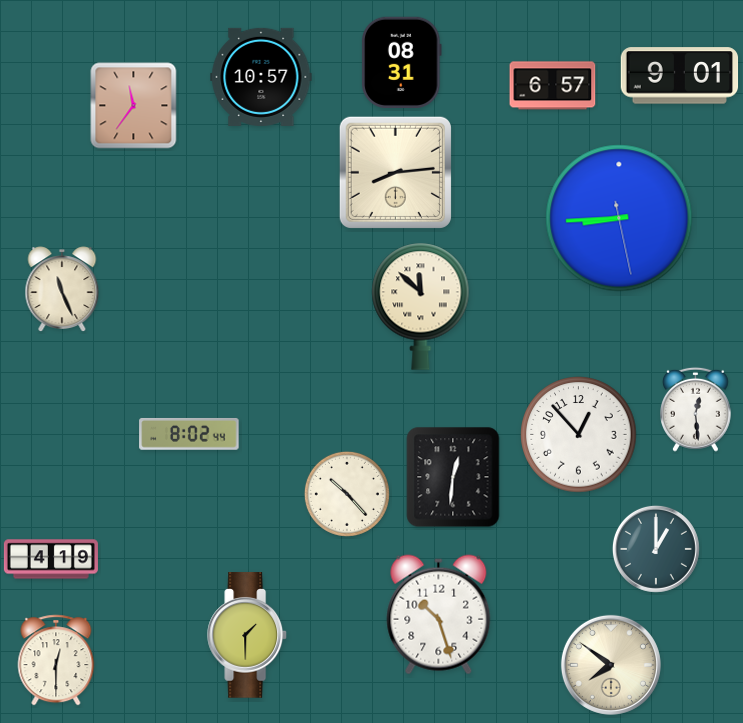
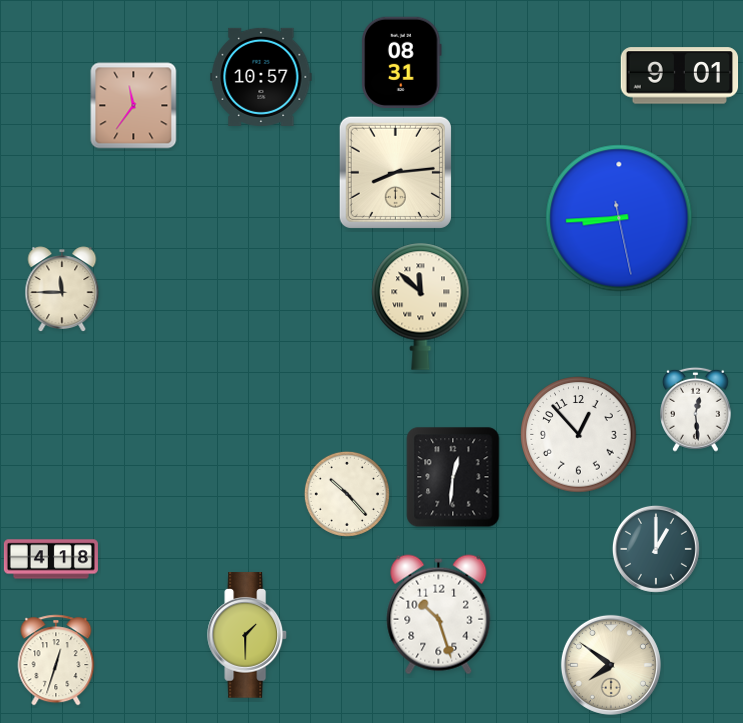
clock at (553, 86): 6:57 -> none
clock at (62, 289): 11:26 -> 11:45
clock at (189, 434): 8:02 -> none
clock at (51, 559): 4:19 -> 4:18
clock at (56, 660): 12:30 -> 12:33
